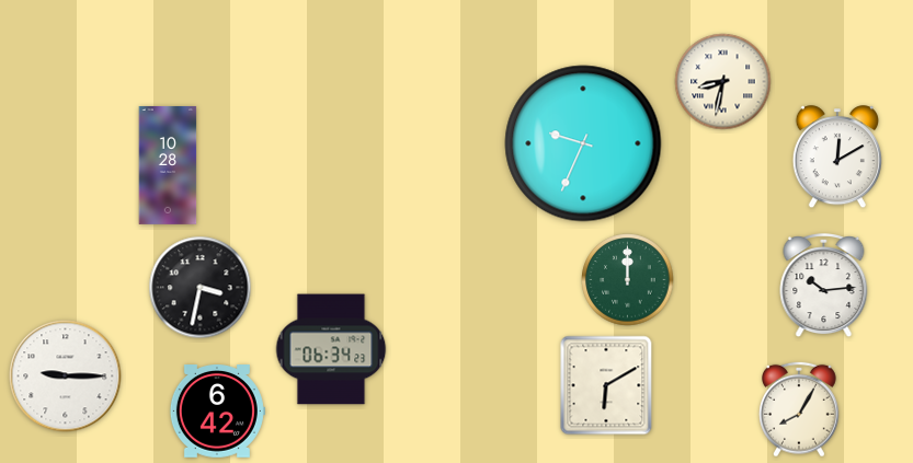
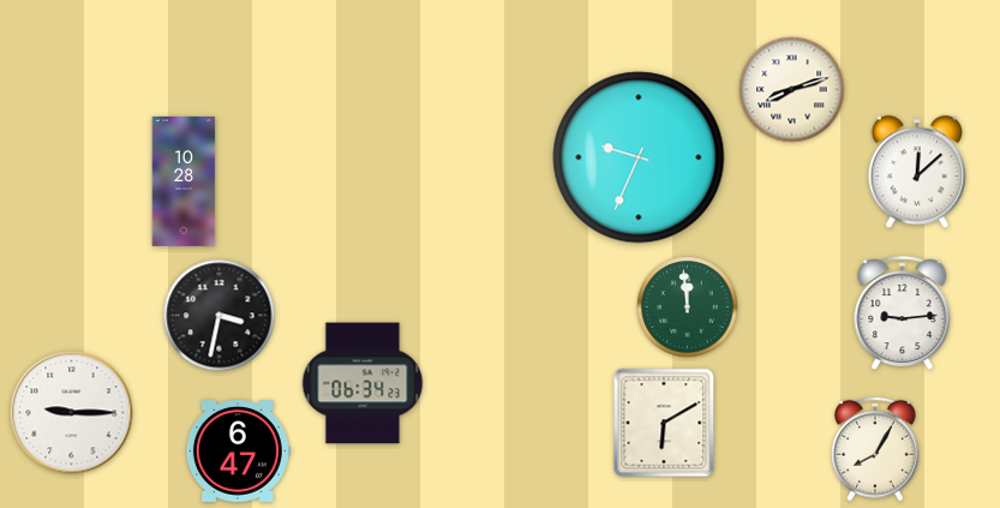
clock at (723, 82): 8:32 -> 8:12
clock at (837, 158): 12:10 -> 12:08
clock at (628, 280): 12:00 -> 11:59
clock at (824, 287): 10:14 -> 9:14
clock at (217, 412): 6:42 -> 6:47
